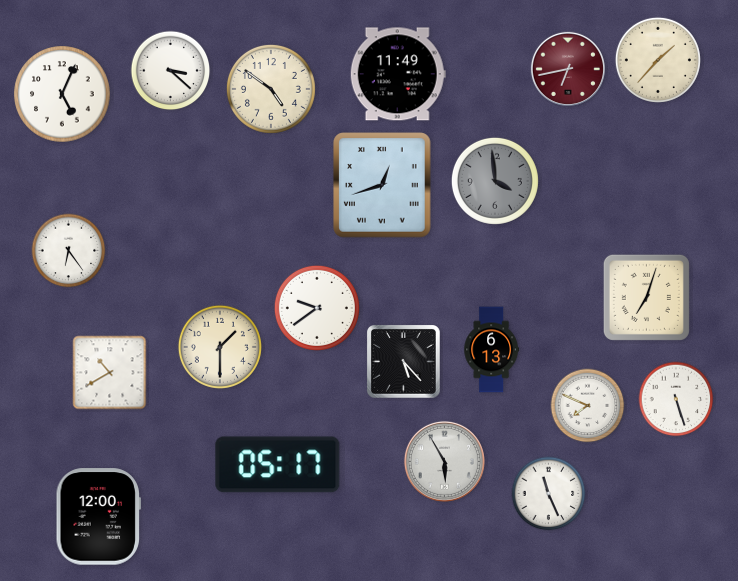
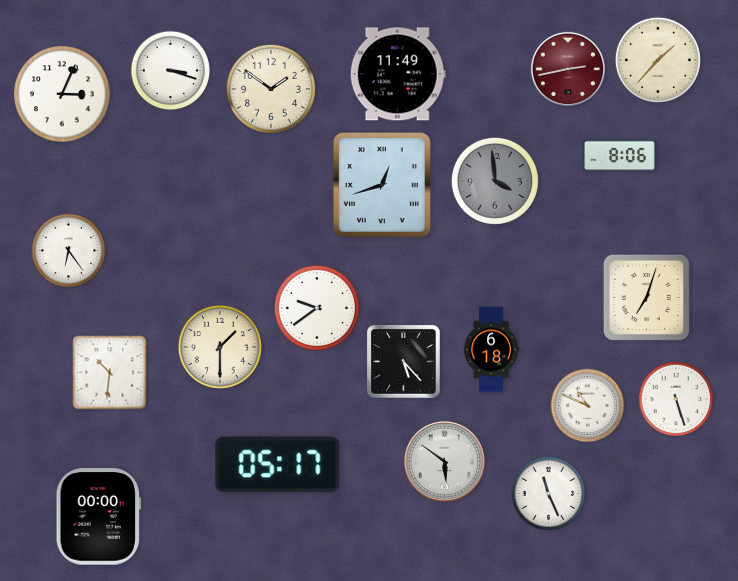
clock at (568, 69): 6:43 -> 2:43
clock at (171, 71): 3:22 -> 3:18
clock at (271, 89): 4:51 -> 1:51
clock at (62, 94): 5:04 -> 3:04
clock at (619, 156): none -> 8:06
clock at (491, 350): 6:13 -> 6:18
clock at (110, 373): 10:40 -> 10:31
clock at (588, 406): 7:49 -> 10:49
clock at (444, 461): 5:55 -> 5:51
clock at (98, 517): 12:00 -> 00:00
